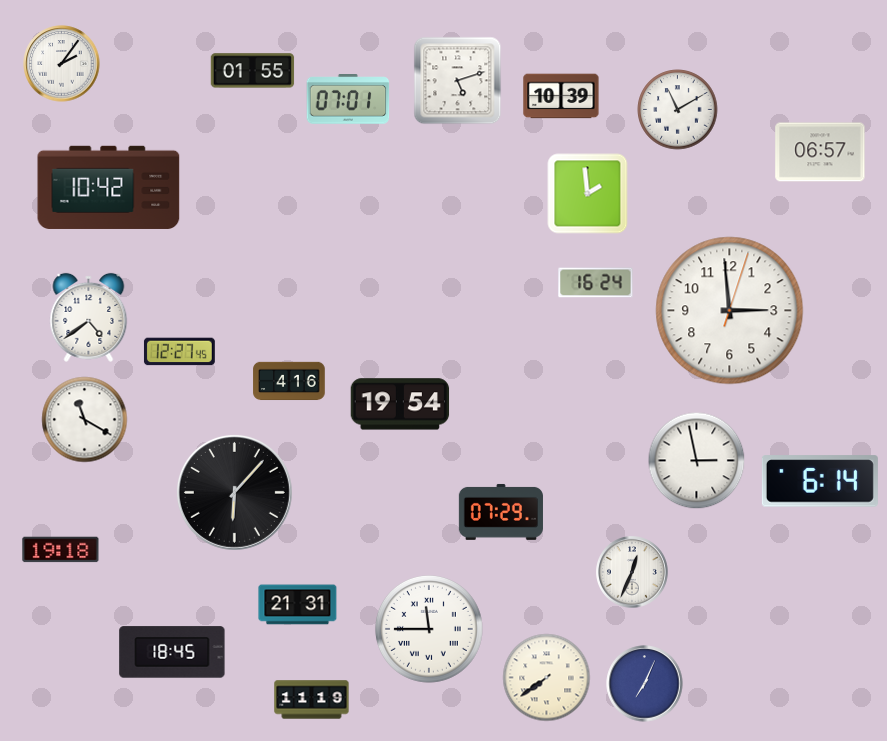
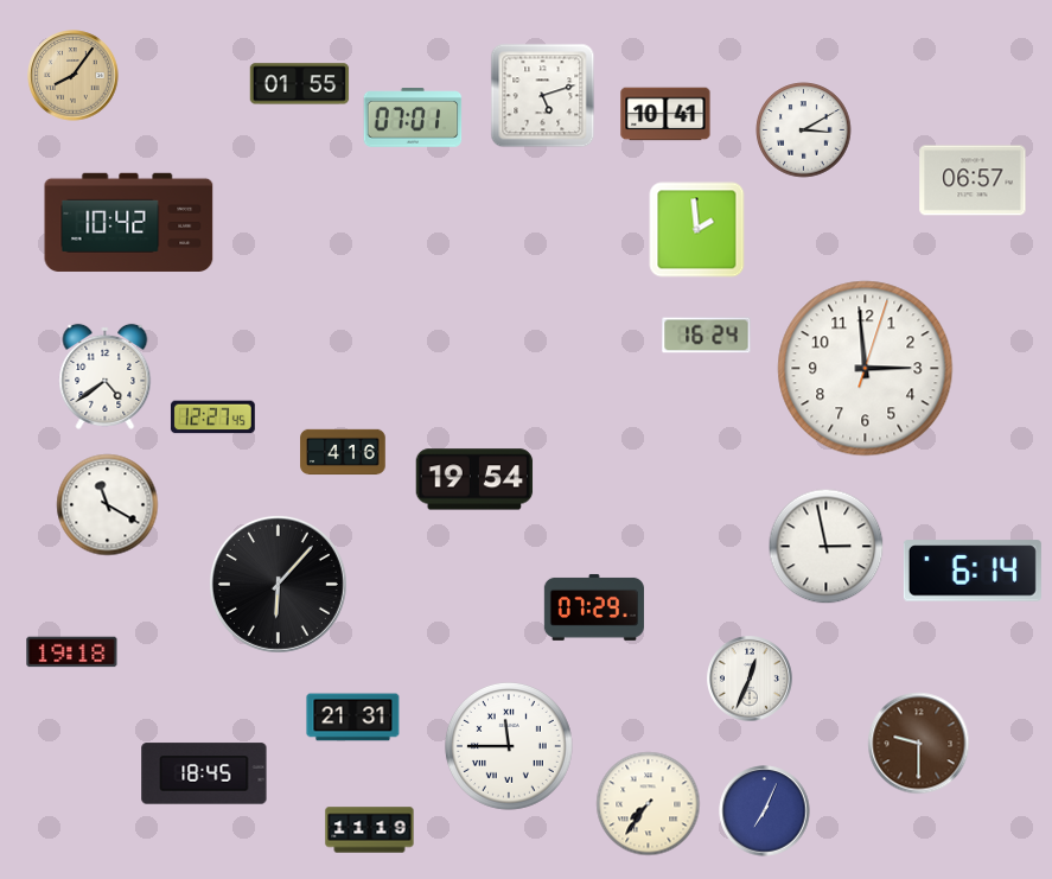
clock at (62, 64): 2:06 -> 8:06
clock at (62, 64) dial: white -> champagne
clock at (561, 96): 10:39 -> 10:41
clock at (678, 110): 11:10 -> 3:10
clock at (85, 420) position: (85, 420) -> (108, 505)
clock at (919, 744): none -> 9:30
clock at (547, 678): 7:39 -> 7:36
